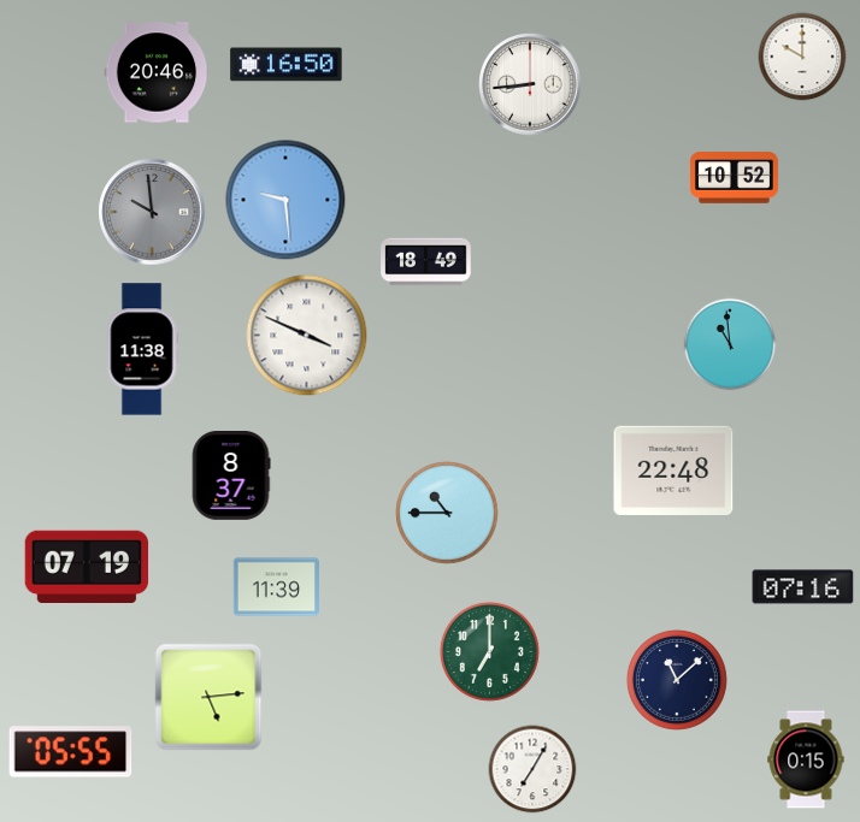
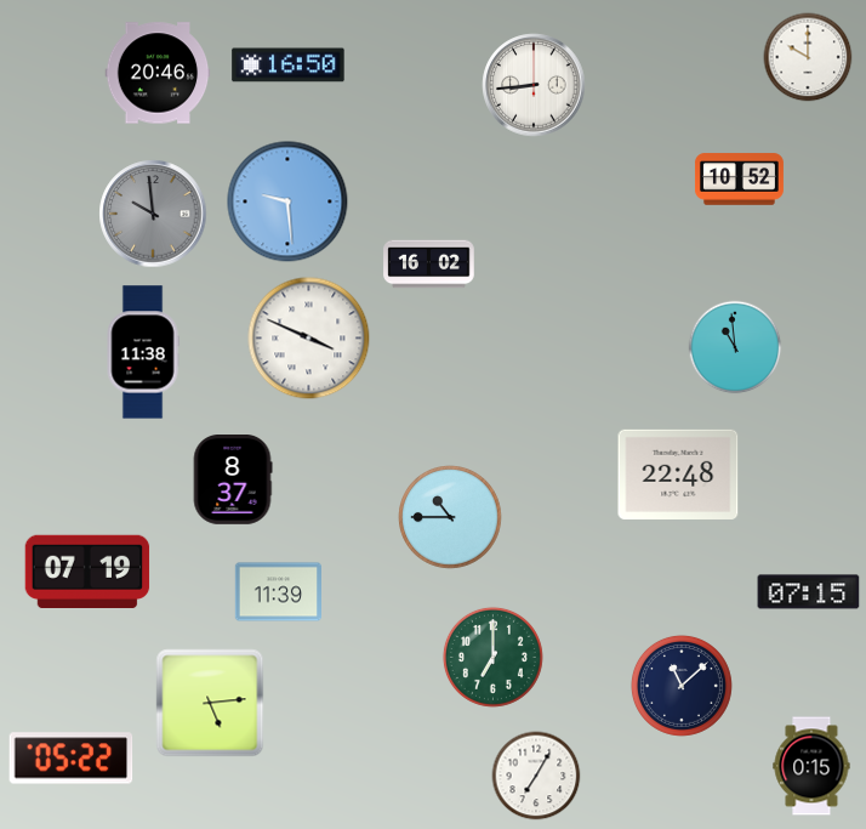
clock at (426, 262): 18:49 -> 16:02
clock at (803, 587): 07:16 -> 07:15
clock at (71, 752): 05:55 -> 05:22
